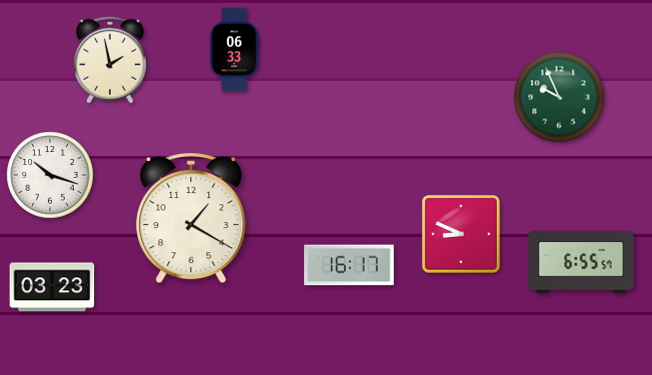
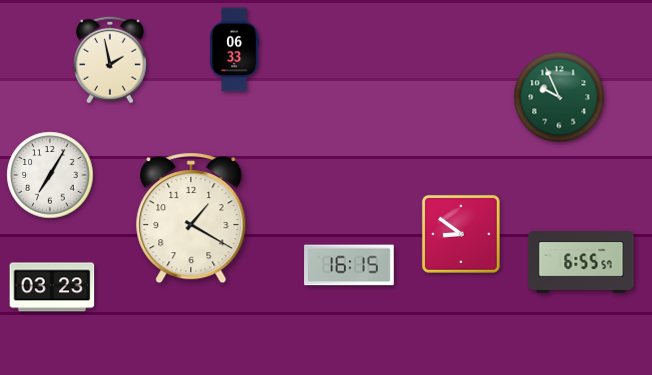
clock at (50, 175): 10:18 -> 7:05
clock at (461, 234): 8:49 -> 8:51
clock at (349, 265): 16:17 -> 16:15
